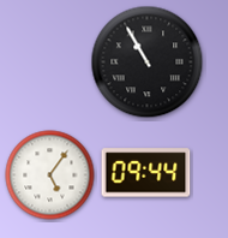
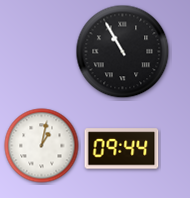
clock at (146, 173) position: (146, 173) -> (122, 149)
clock at (50, 175): 5:06 -> 1:02
